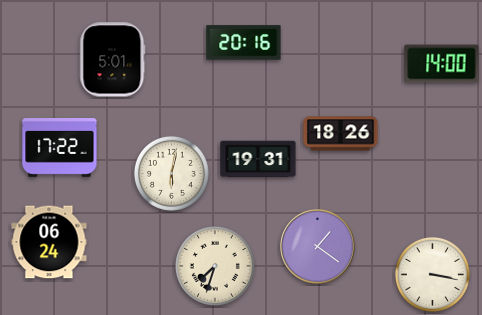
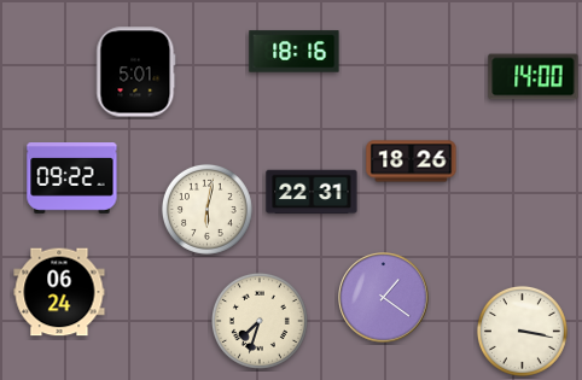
clock at (244, 43): 20:16 -> 18:16
clock at (60, 148): 17:22 -> 09:22
clock at (258, 159): 19:31 -> 22:31
